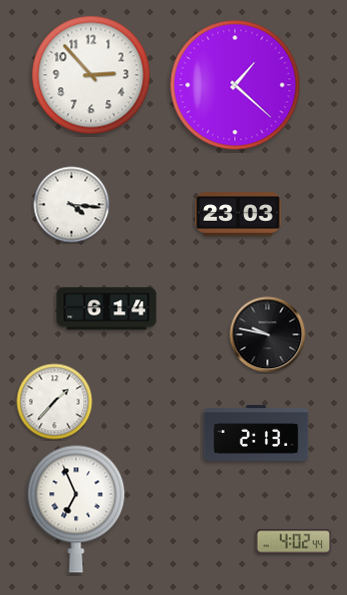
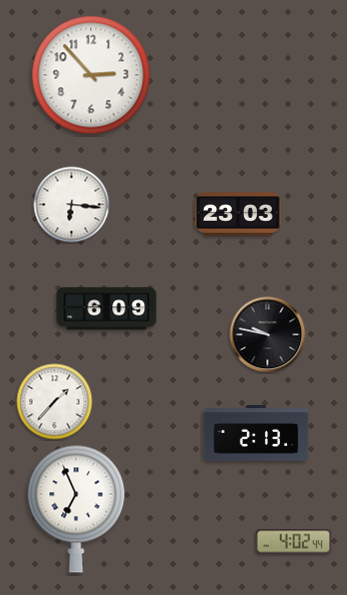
clock at (235, 85): 1:22 -> none
clock at (72, 205): 4:16 -> 6:16
clock at (107, 309): 6:14 -> 6:09
